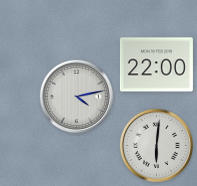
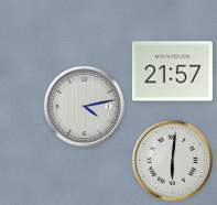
clock at (156, 65): 22:00 -> 21:57
